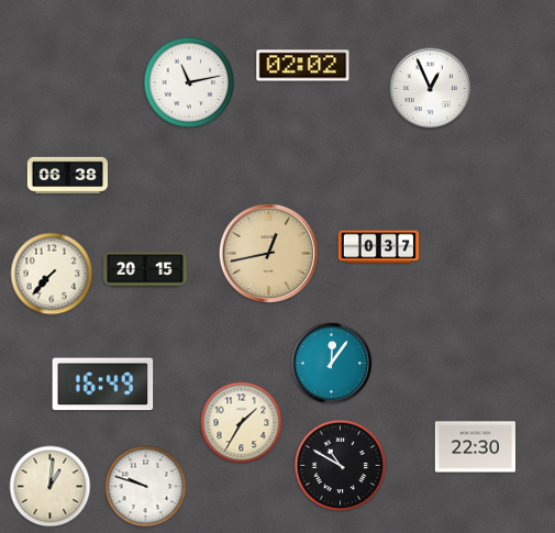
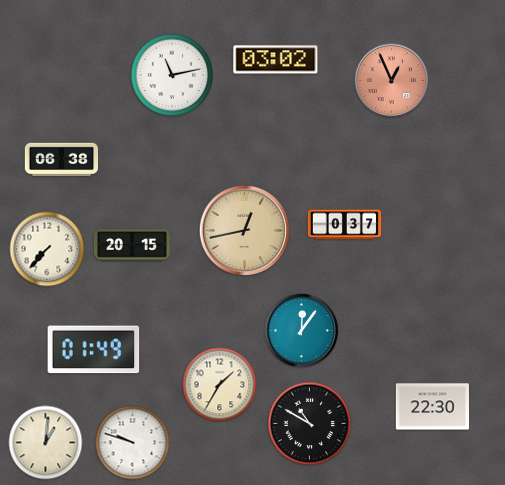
clock at (303, 66): 02:02 -> 03:02
clock at (431, 89) dial: white -> salmon
clock at (103, 385): 16:49 -> 01:49
